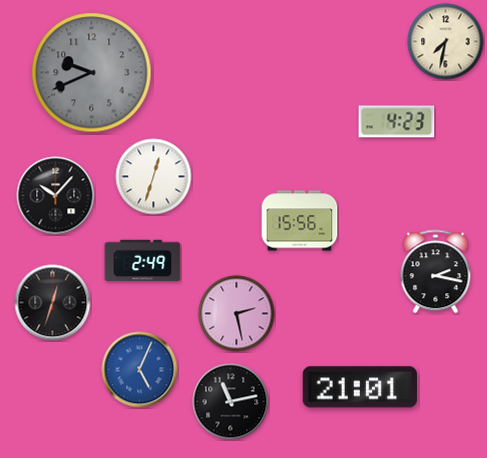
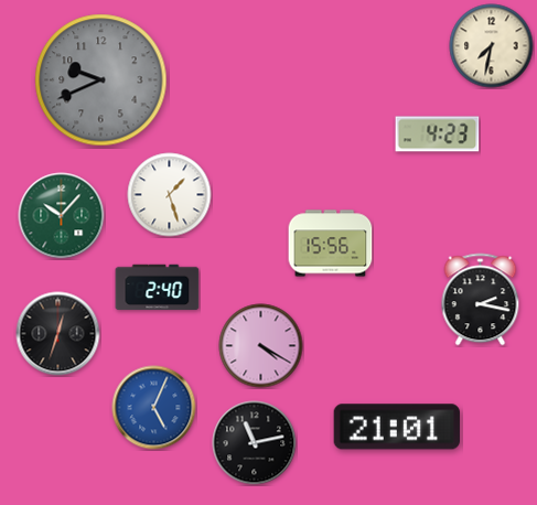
clock at (154, 177): 12:33 -> 1:27
clock at (56, 196) dial: black -> green
clock at (143, 261): 2:49 -> 2:40
clock at (237, 314): 2:28 -> 4:20
